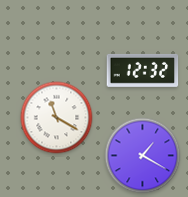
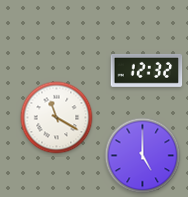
clock at (143, 70) position: (143, 70) -> (147, 70)
clock at (143, 156): 1:20 -> 5:00
